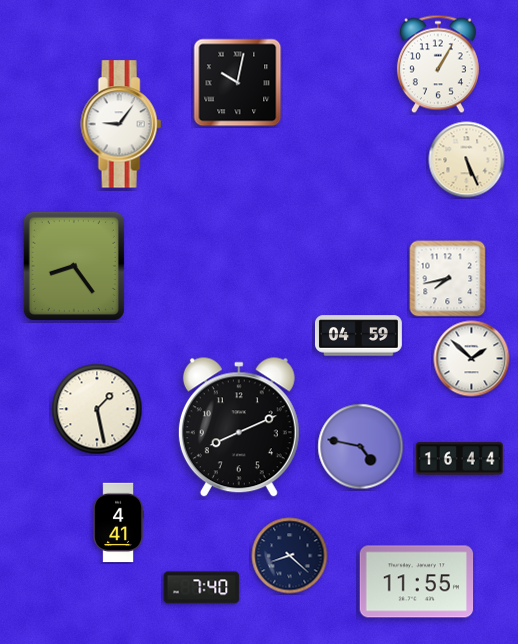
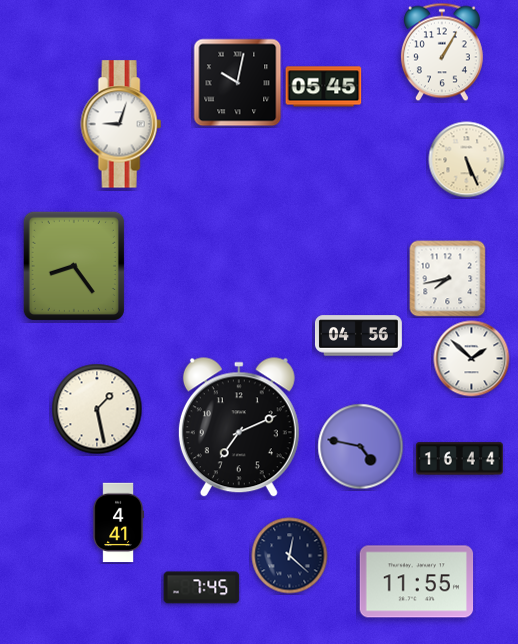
clock at (438, 64) position: (438, 64) -> (442, 52)
clock at (324, 87): none -> 05:45
clock at (121, 124): 9:06 -> 9:03
clock at (359, 336): 04:59 -> 04:56
clock at (239, 428): 8:11 -> 7:11
clock at (290, 556): 8:22 -> 12:22
clock at (202, 588): 7:40 -> 7:45
